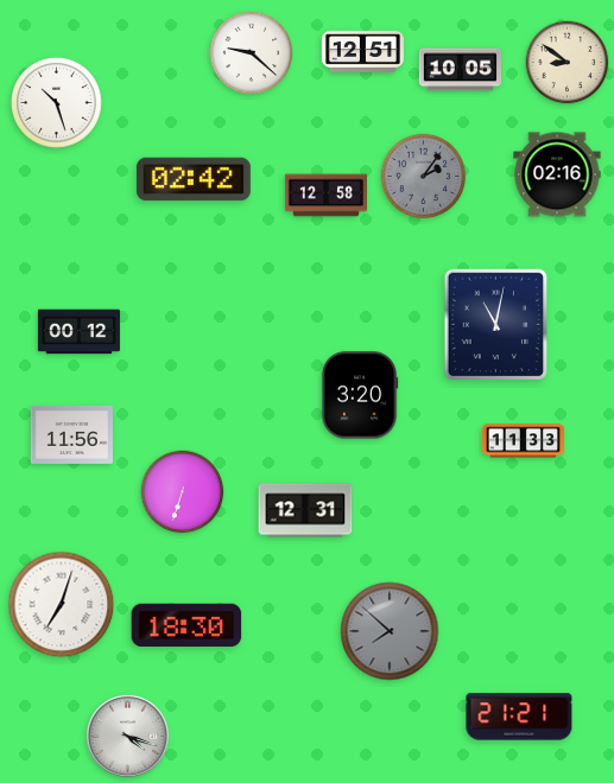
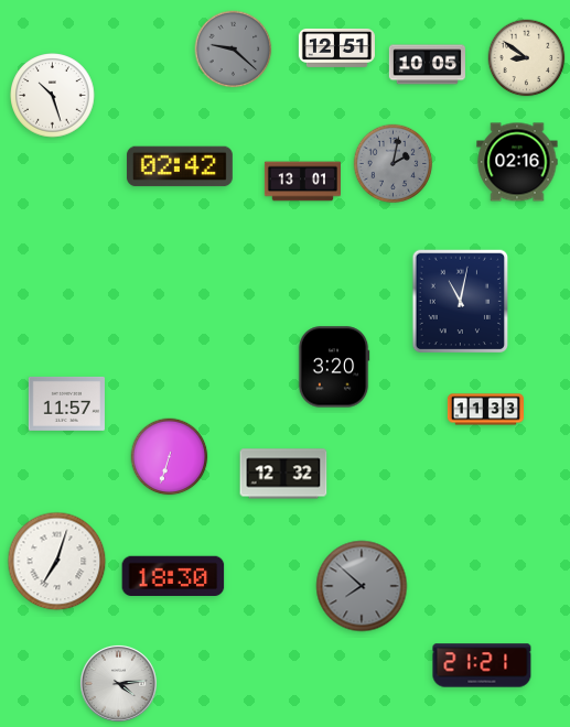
clock at (252, 53) dial: white -> grey
clock at (424, 177): 2:06 -> 2:02
clock at (325, 196): 12:58 -> 13:01
clock at (78, 332): 00:12 -> none
clock at (71, 434): 11:56 -> 11:57
clock at (305, 510): 12:31 -> 12:32
clock at (186, 624) position: (186, 624) -> (173, 575)
clock at (127, 736): 4:18 -> 4:14
